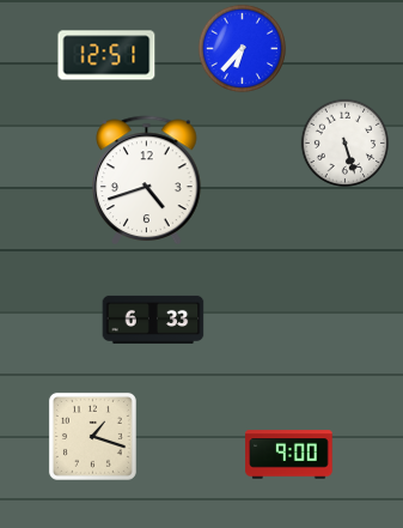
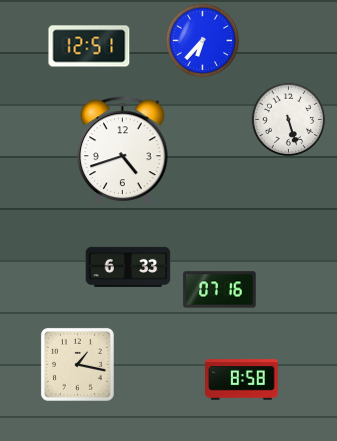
clock at (220, 290): none -> 07:16
clock at (92, 436): 1:18 -> 1:17
clock at (289, 455): 9:00 -> 8:58
